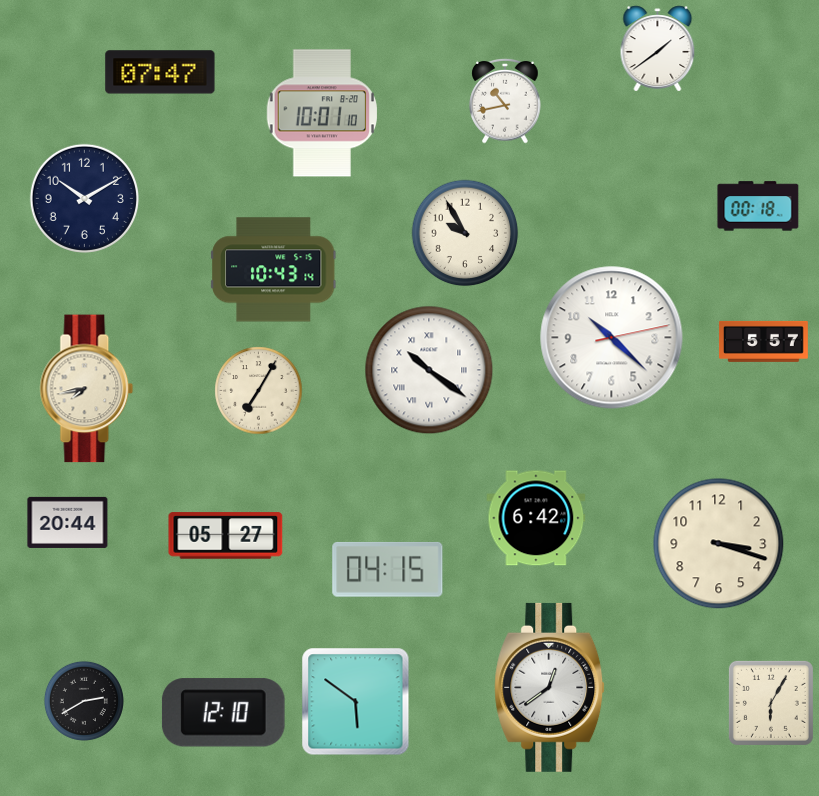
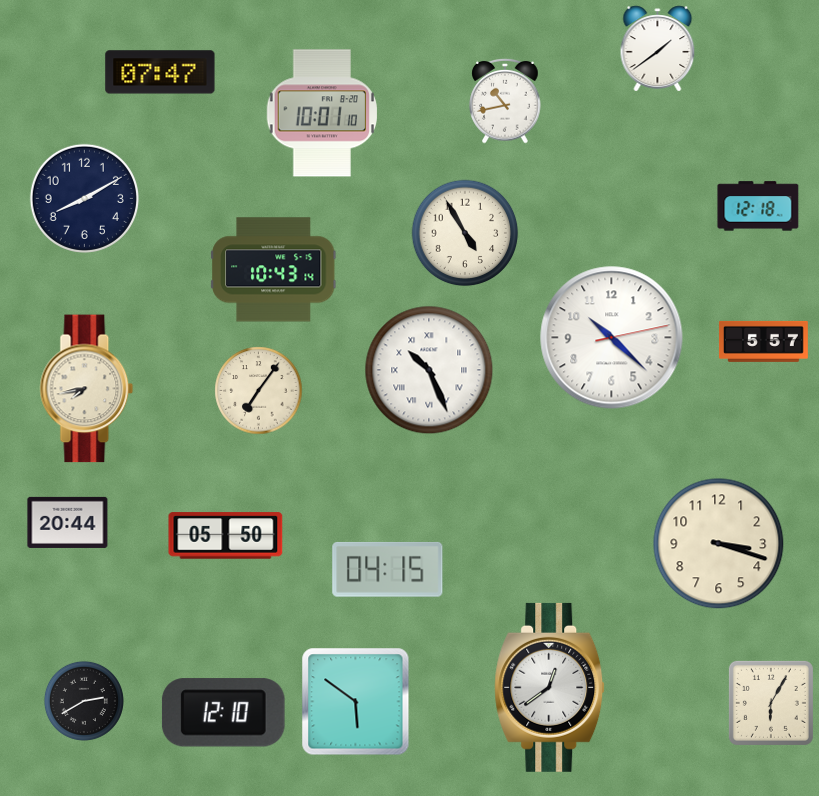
clock at (84, 198): 10:10 -> 8:10
clock at (758, 206): 00:18 -> 12:18
clock at (465, 233): 9:55 -> 4:55
clock at (429, 370): 10:21 -> 10:26
clock at (259, 391): 7:05 -> 7:06
clock at (536, 518): 6:42 -> none
clock at (226, 536): 05:27 -> 05:50
